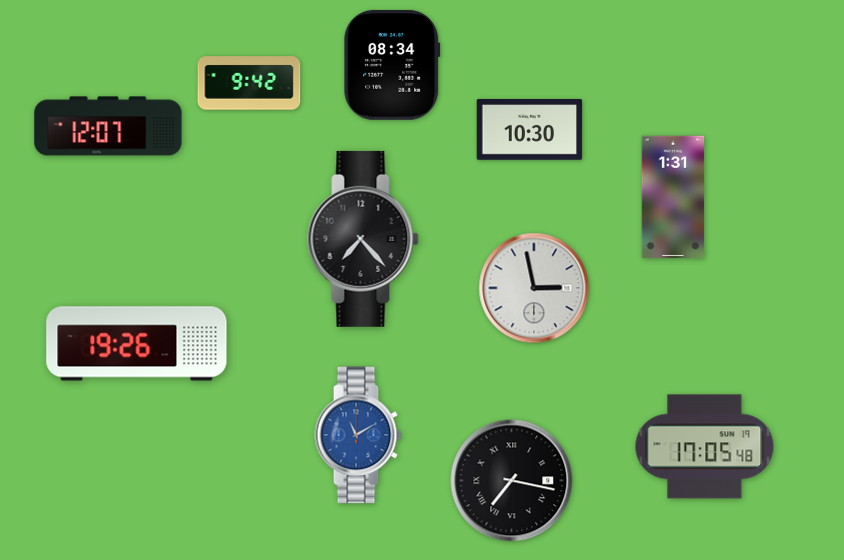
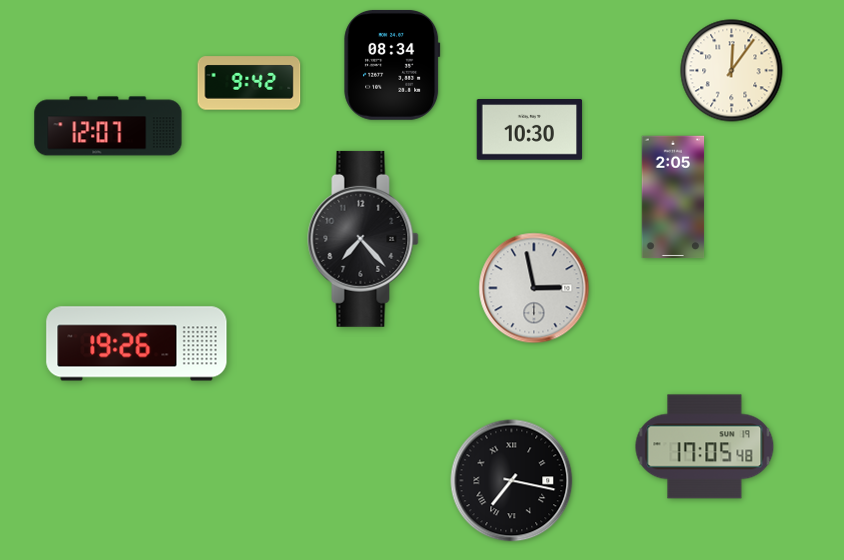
clock at (732, 71): none -> 12:06
clock at (673, 197): 1:31 -> 2:05
clock at (358, 435): 11:10 -> none
